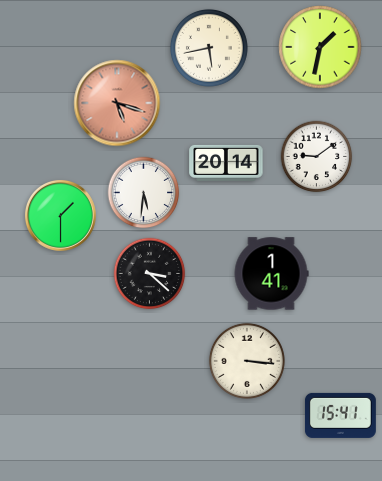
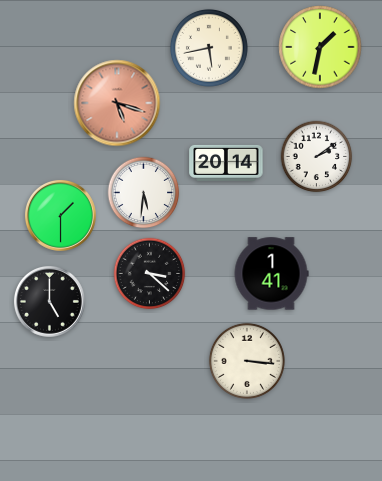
clock at (317, 157): 9:09 -> 2:09
clock at (49, 301): none -> 5:00
clock at (340, 415): 15:41 -> none
